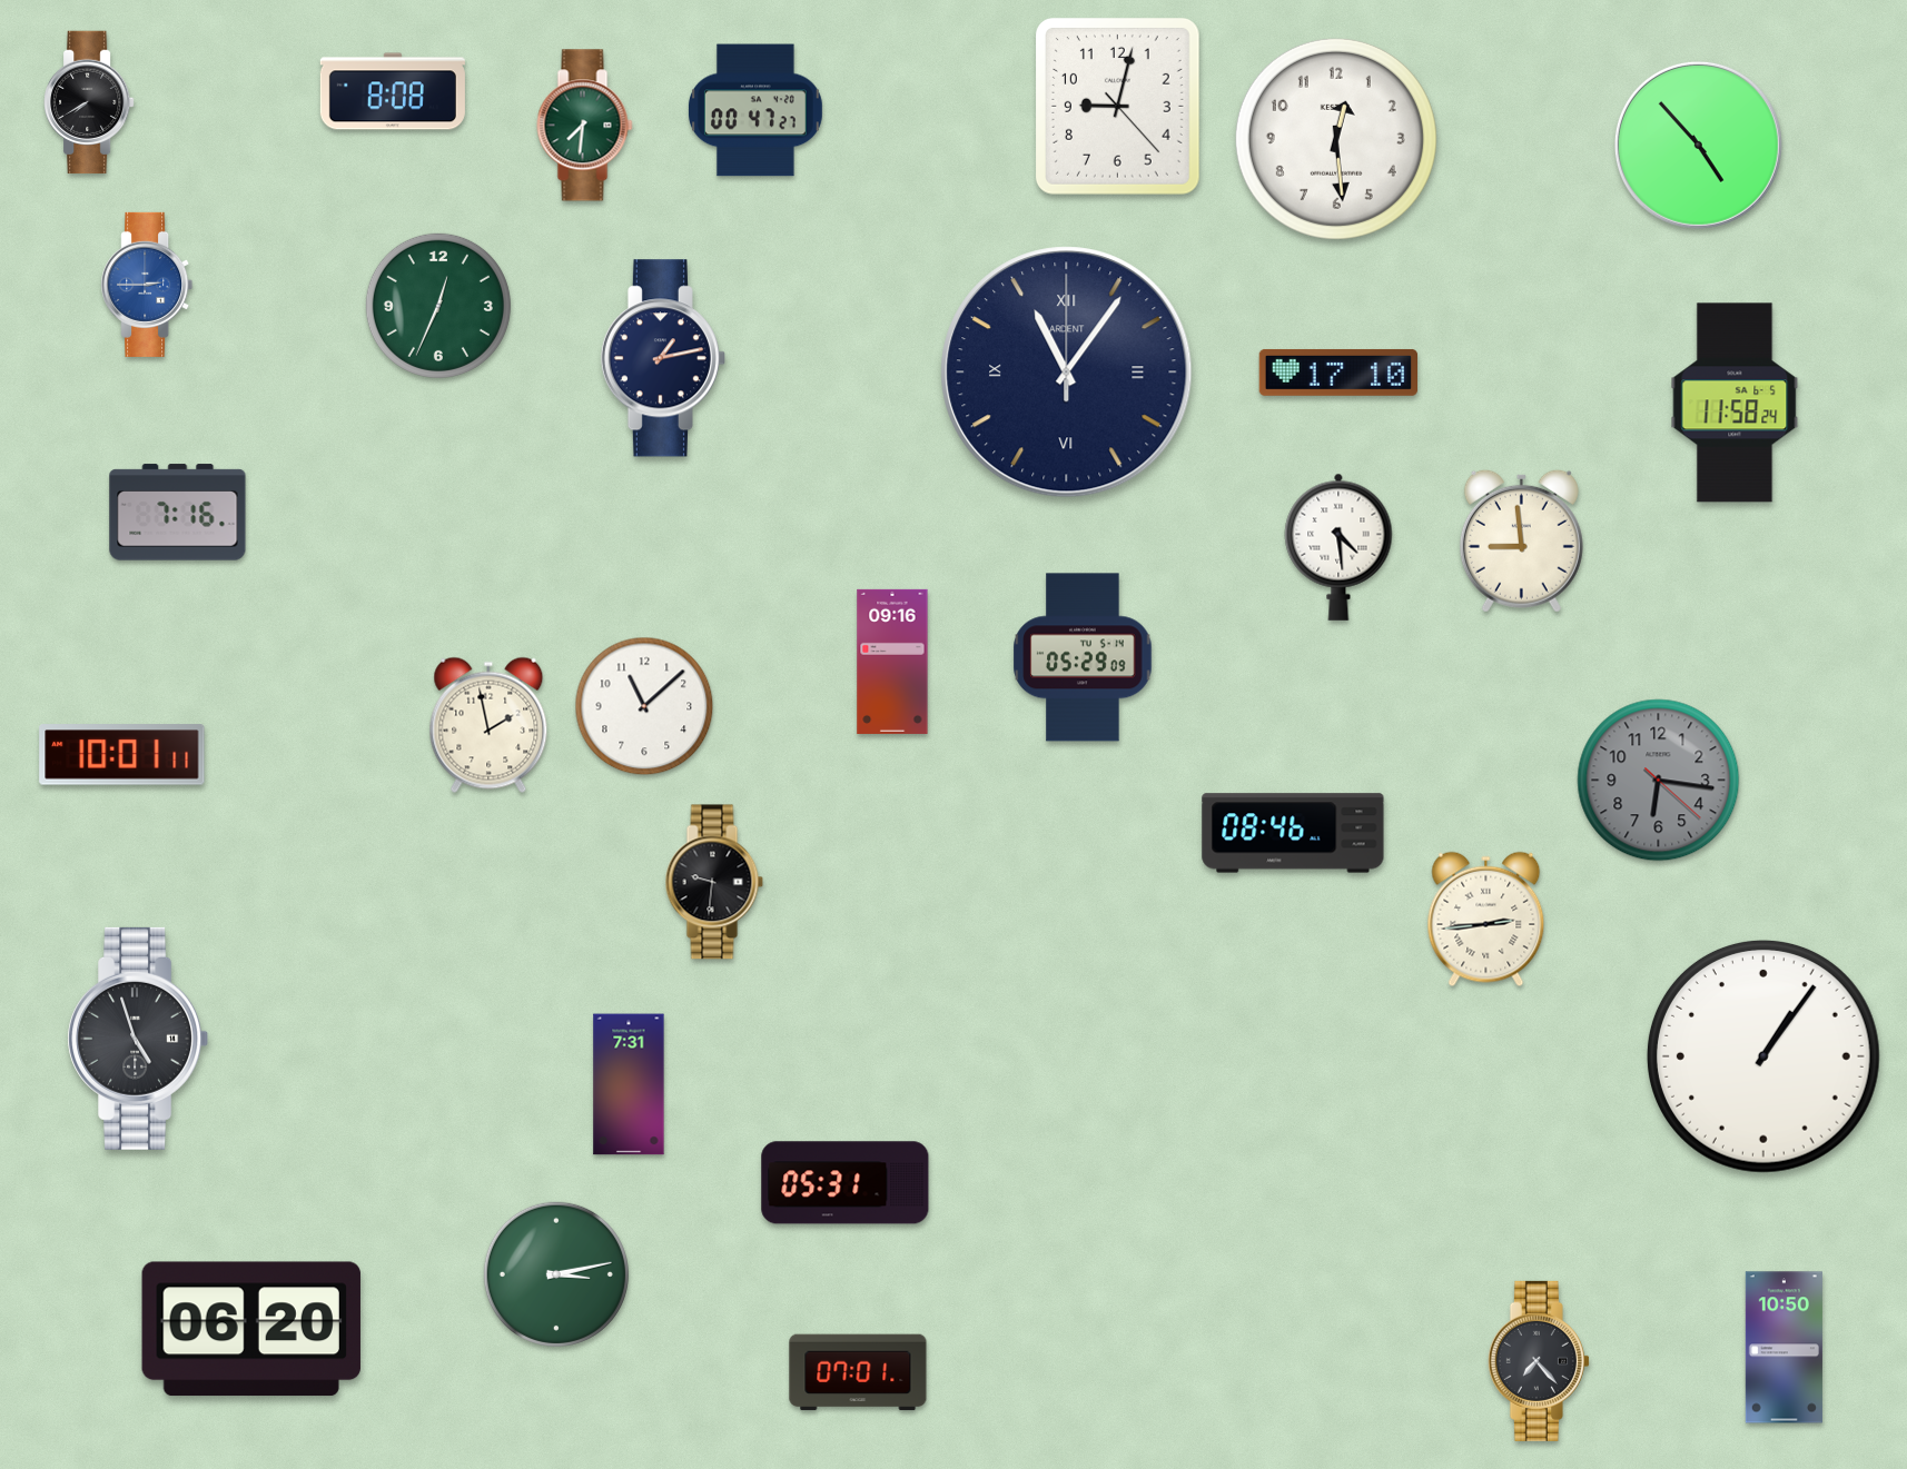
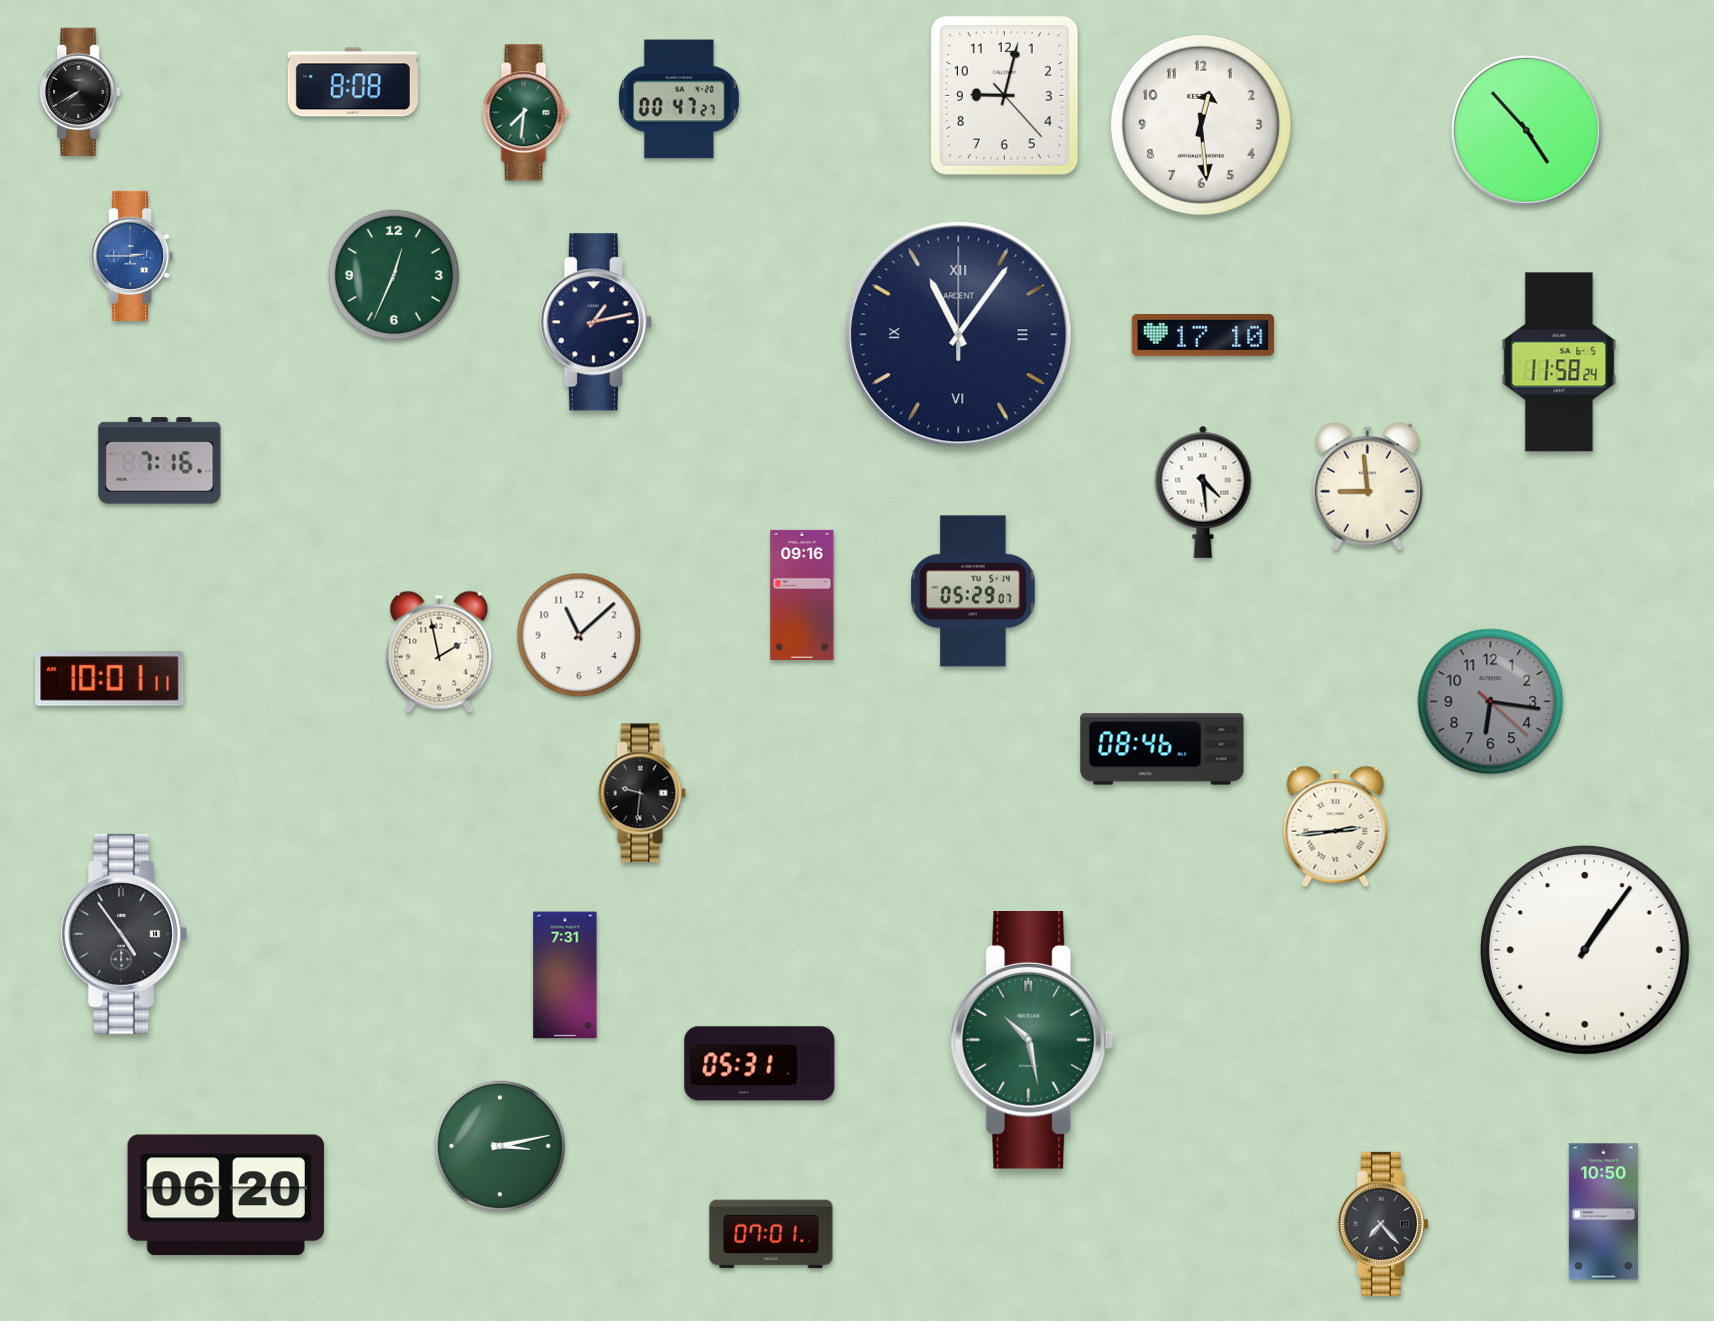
clock at (1083, 657): 05:29:09 -> 05:29:07
clock at (138, 1039): 4:57 -> 4:54
clock at (1032, 1041): none -> 10:28
